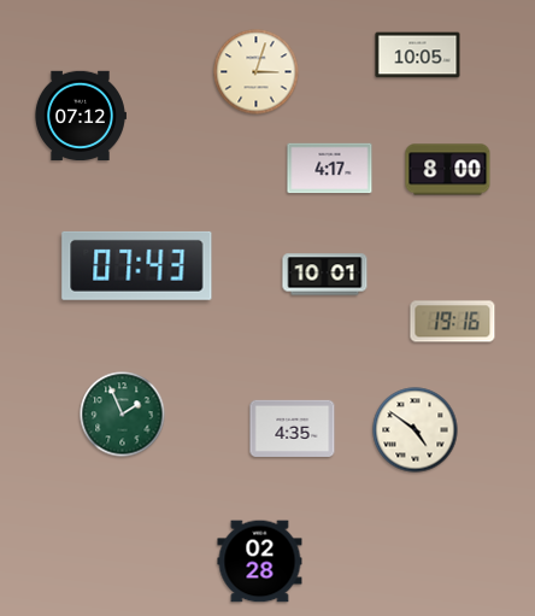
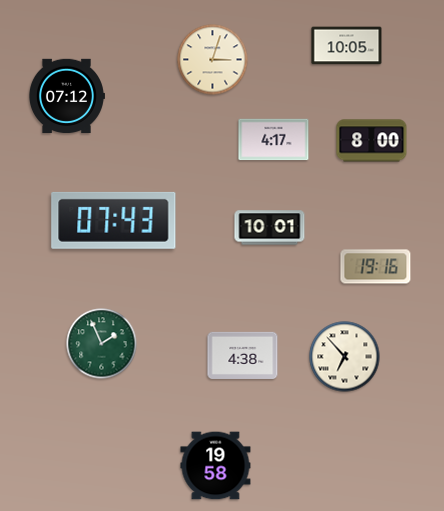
clock at (293, 428): 4:35 -> 4:38
clock at (416, 430): 4:51 -> 6:53
clock at (260, 562): 02:28 -> 19:58
